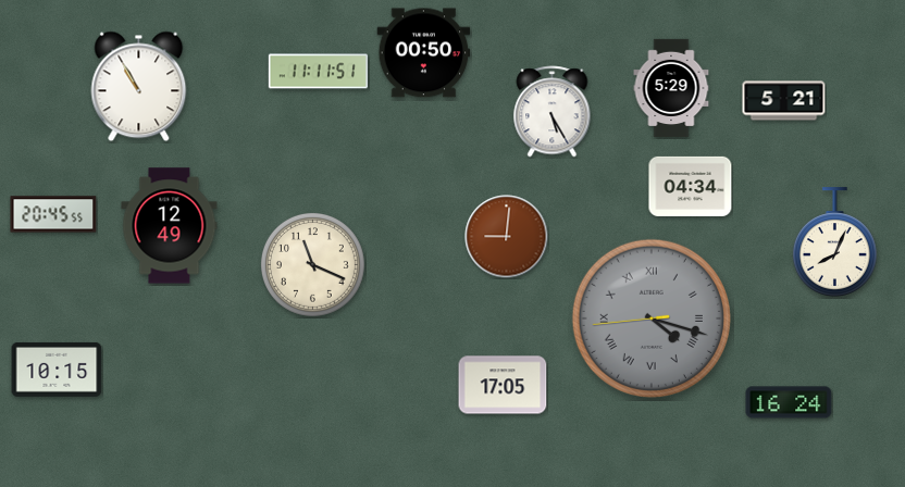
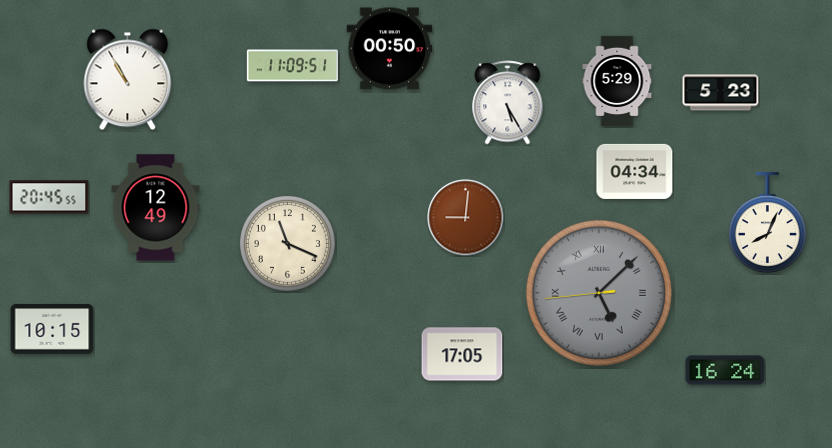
clock at (318, 72): 11:11 -> 11:09
clock at (784, 101): 5:21 -> 5:23
clock at (650, 317): 4:17 -> 5:07
clock at (57, 370) position: (57, 370) -> (52, 329)
